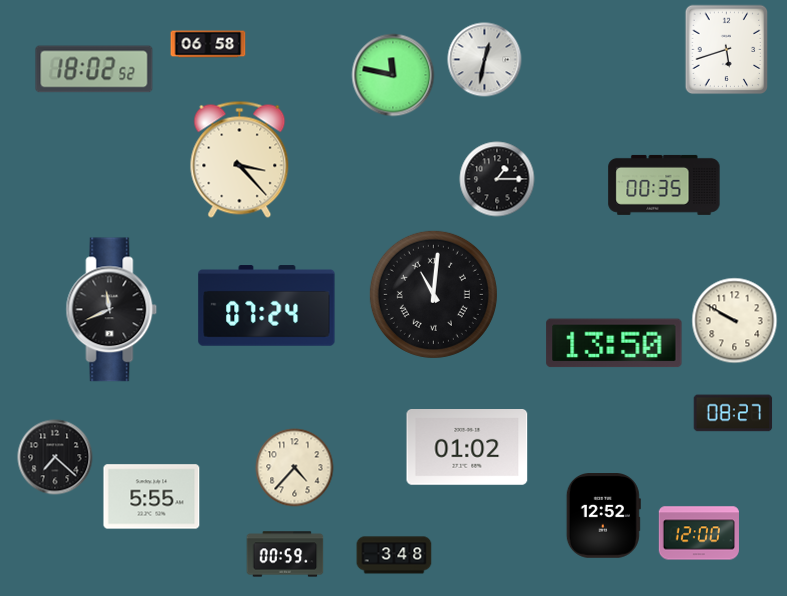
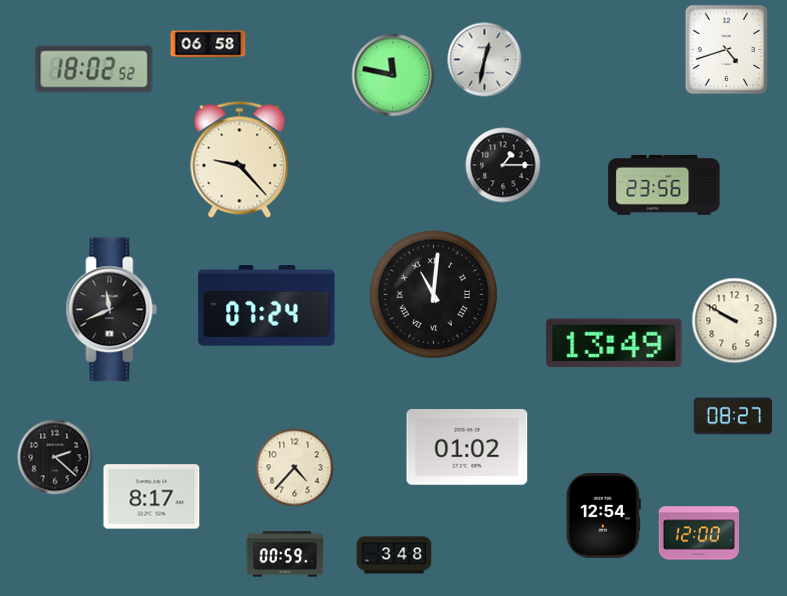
clock at (727, 50): 5:42 -> 4:42
clock at (240, 159): 3:23 -> 9:23
clock at (497, 179) position: (497, 179) -> (503, 165)
clock at (664, 185): 00:35 -> 23:56
clock at (614, 343): 13:50 -> 13:49
clock at (733, 413) position: (733, 413) -> (733, 416)
clock at (55, 457): 7:22 -> 2:22
clock at (152, 497): 5:55 -> 8:17
clock at (603, 516): 12:52 -> 12:54
